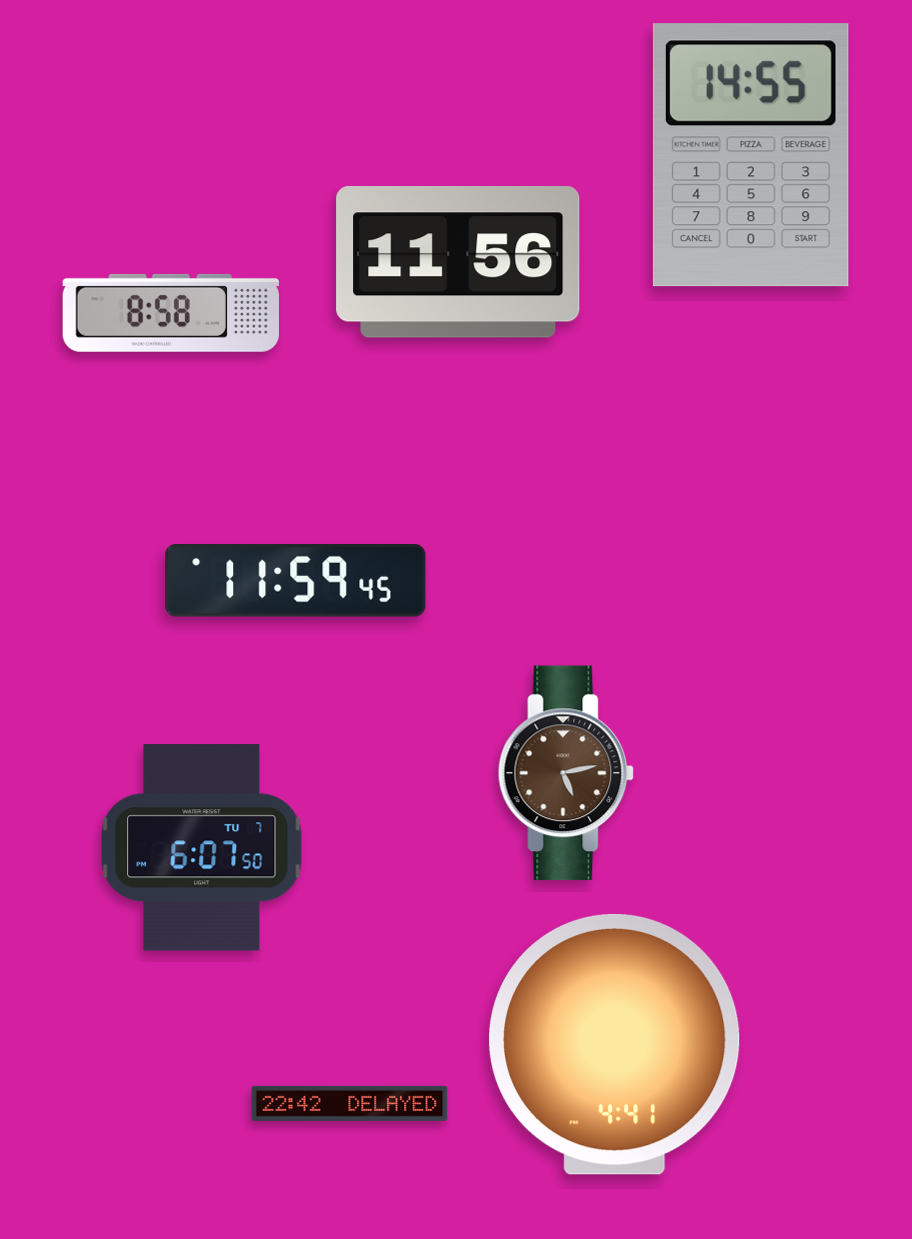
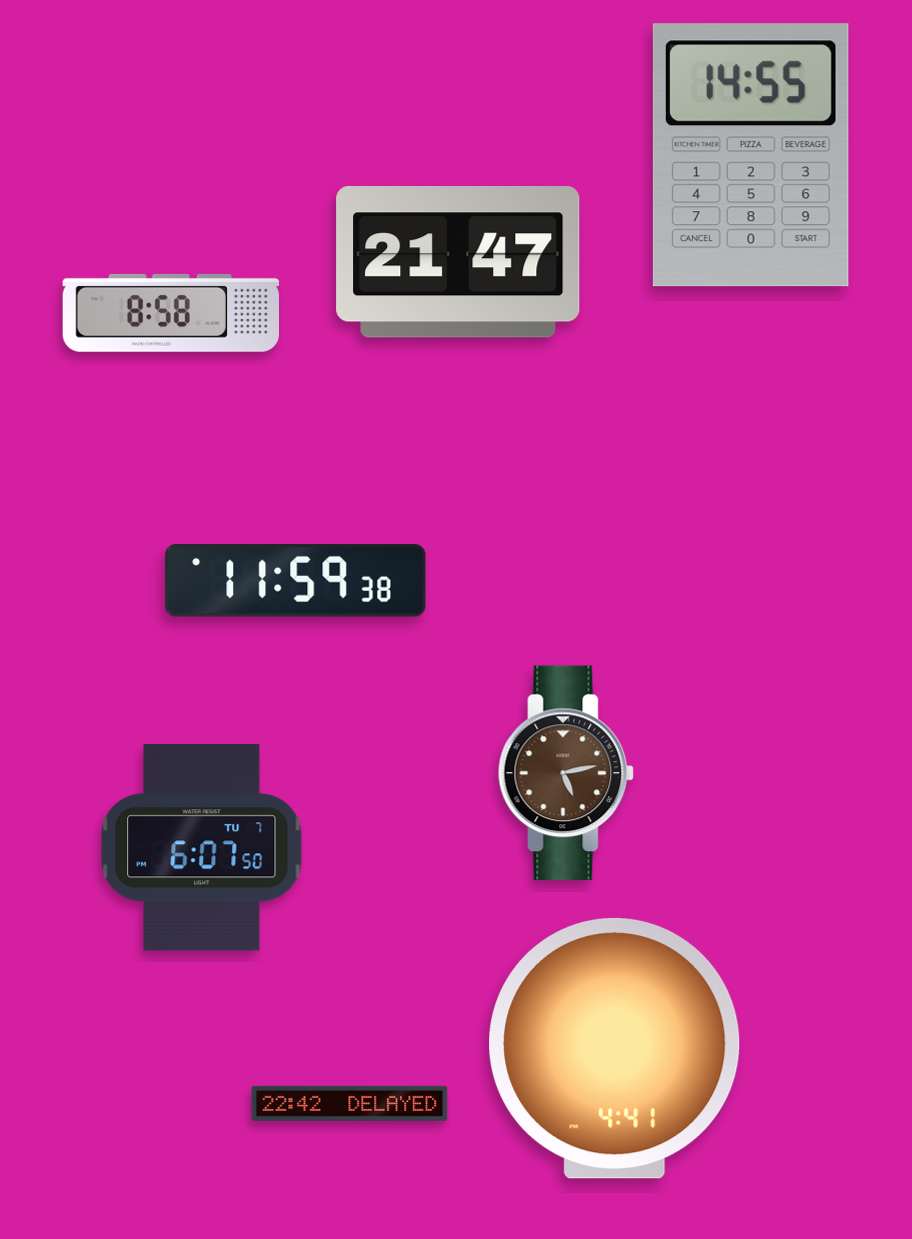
clock at (458, 263): 11:56 -> 21:47
clock at (296, 581): 11:59:45 -> 11:59:38
clock at (615, 1044) position: (615, 1044) -> (615, 1048)
